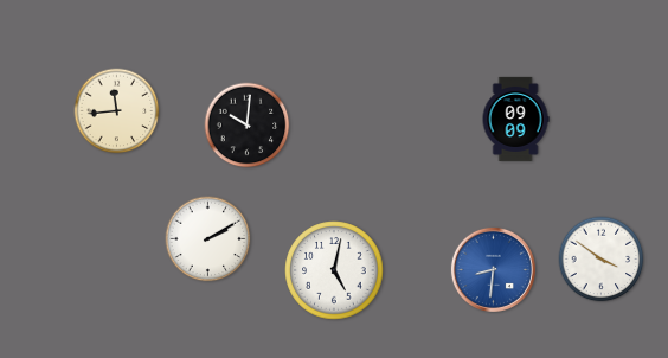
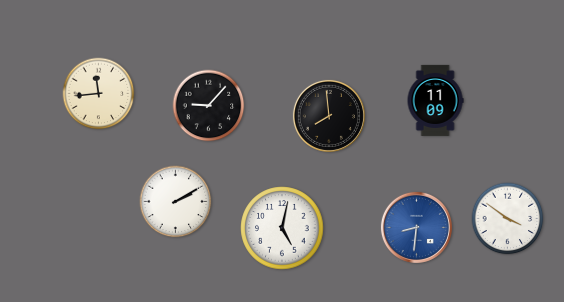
clock at (515, 119): 09:09 -> 11:09
clock at (248, 126): 10:01 -> 9:07
clock at (329, 116): none -> 7:59
